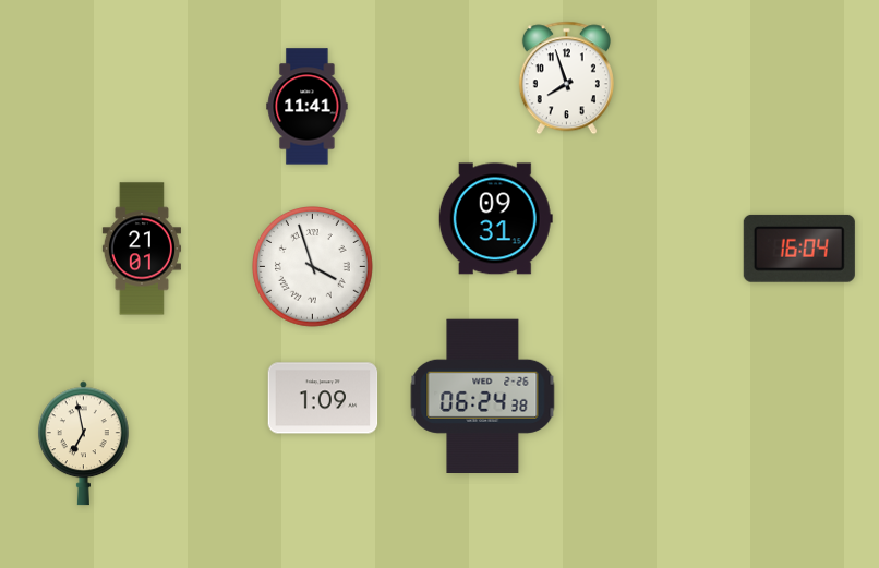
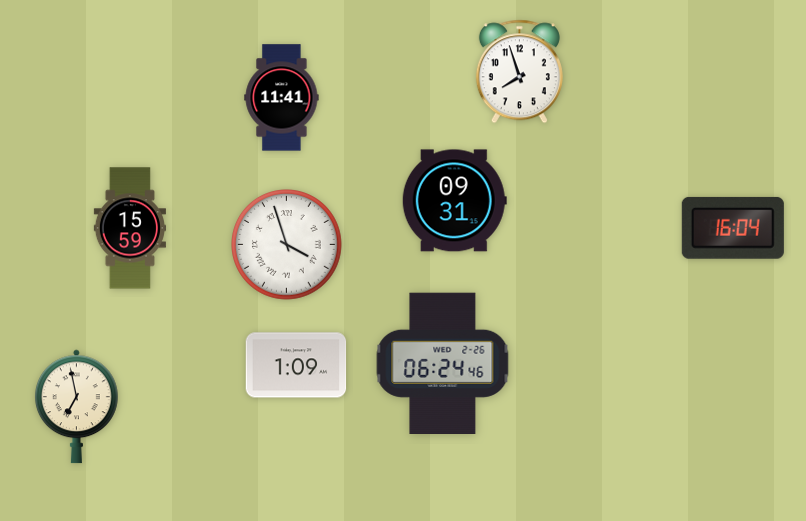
clock at (142, 249): 21:01 -> 15:59
clock at (483, 396): 06:24:38 -> 06:24:46
